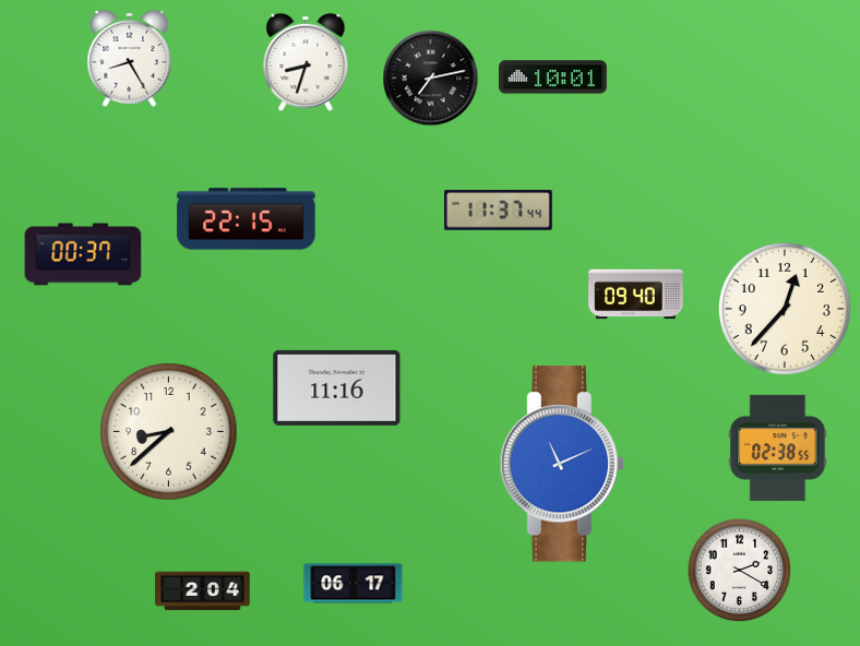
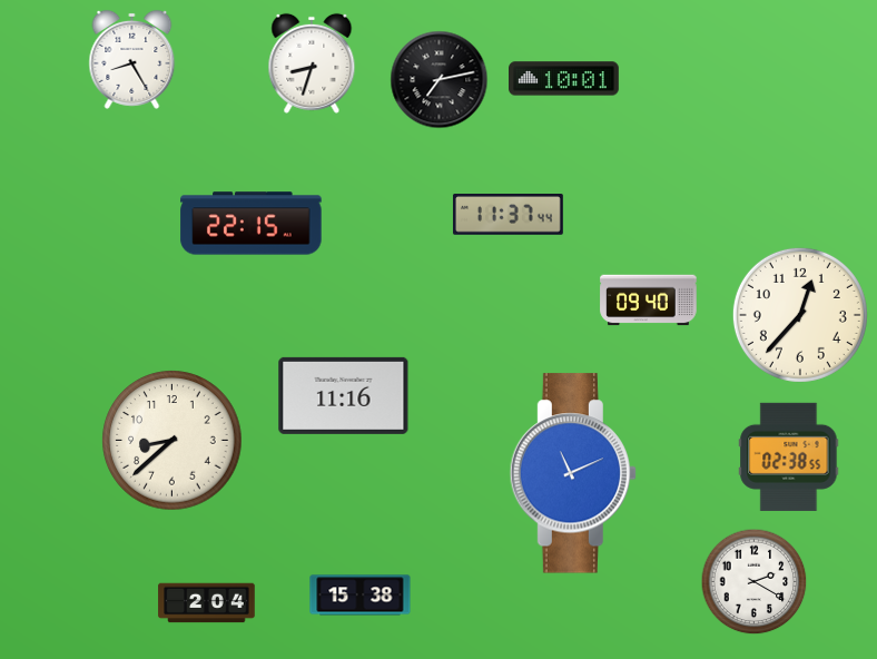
clock at (83, 254): 00:37 -> none
clock at (778, 447) position: (778, 447) -> (789, 456)
clock at (354, 584): 06:17 -> 15:38
